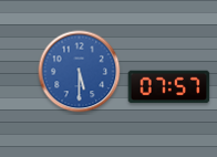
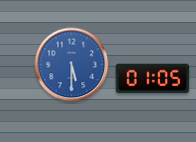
clock at (169, 87): 07:57 -> 01:05
